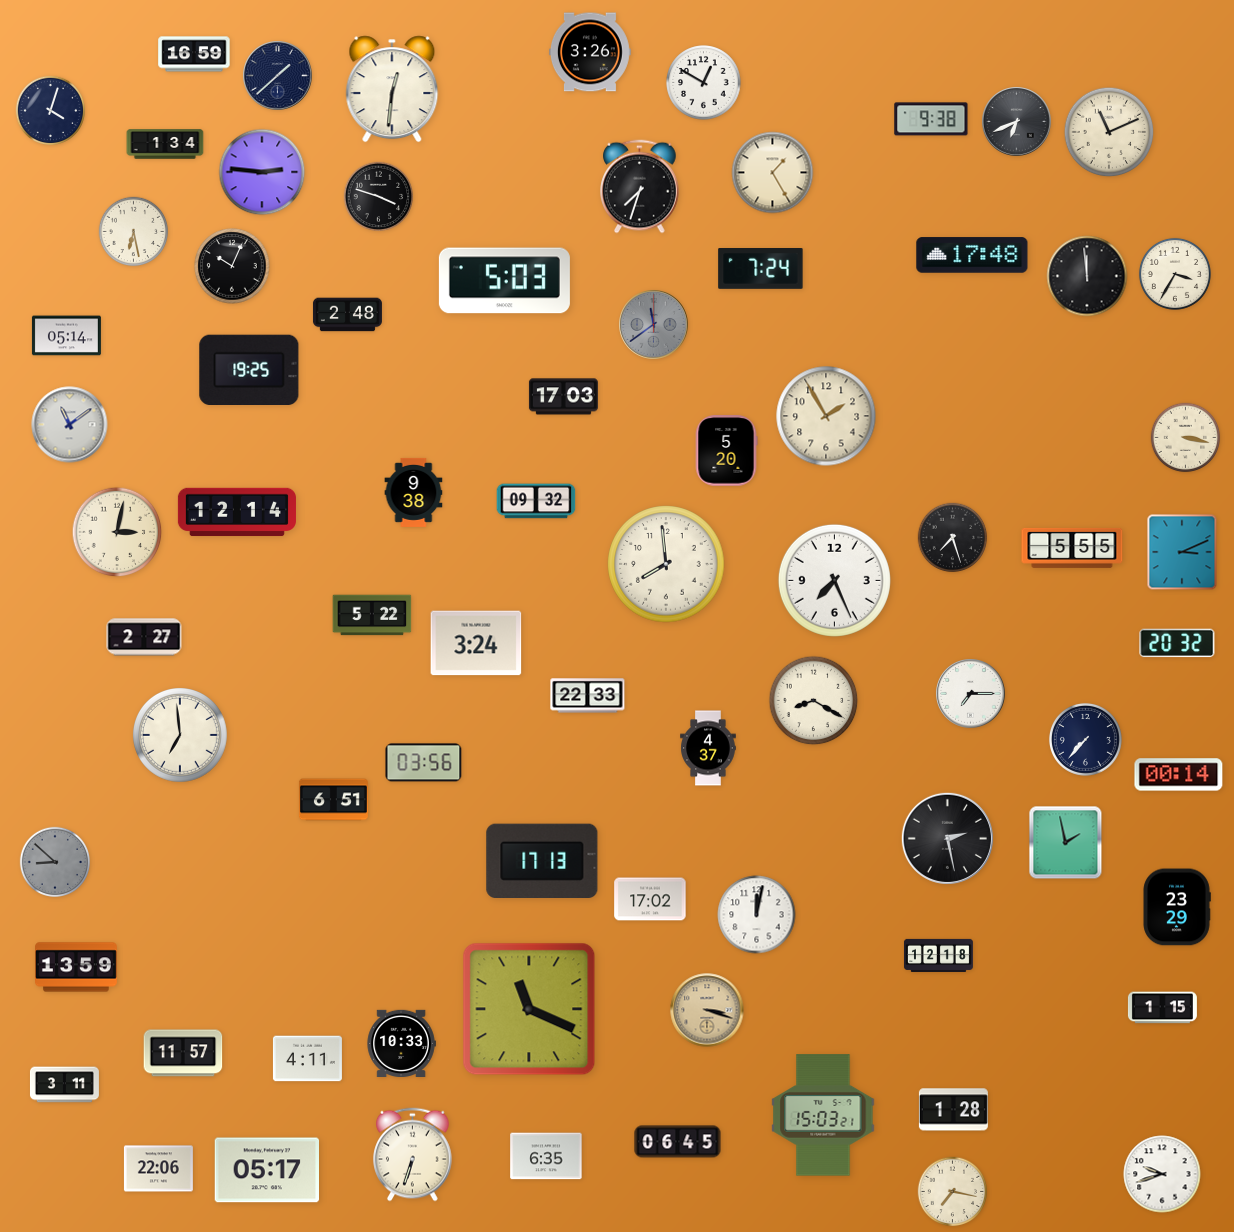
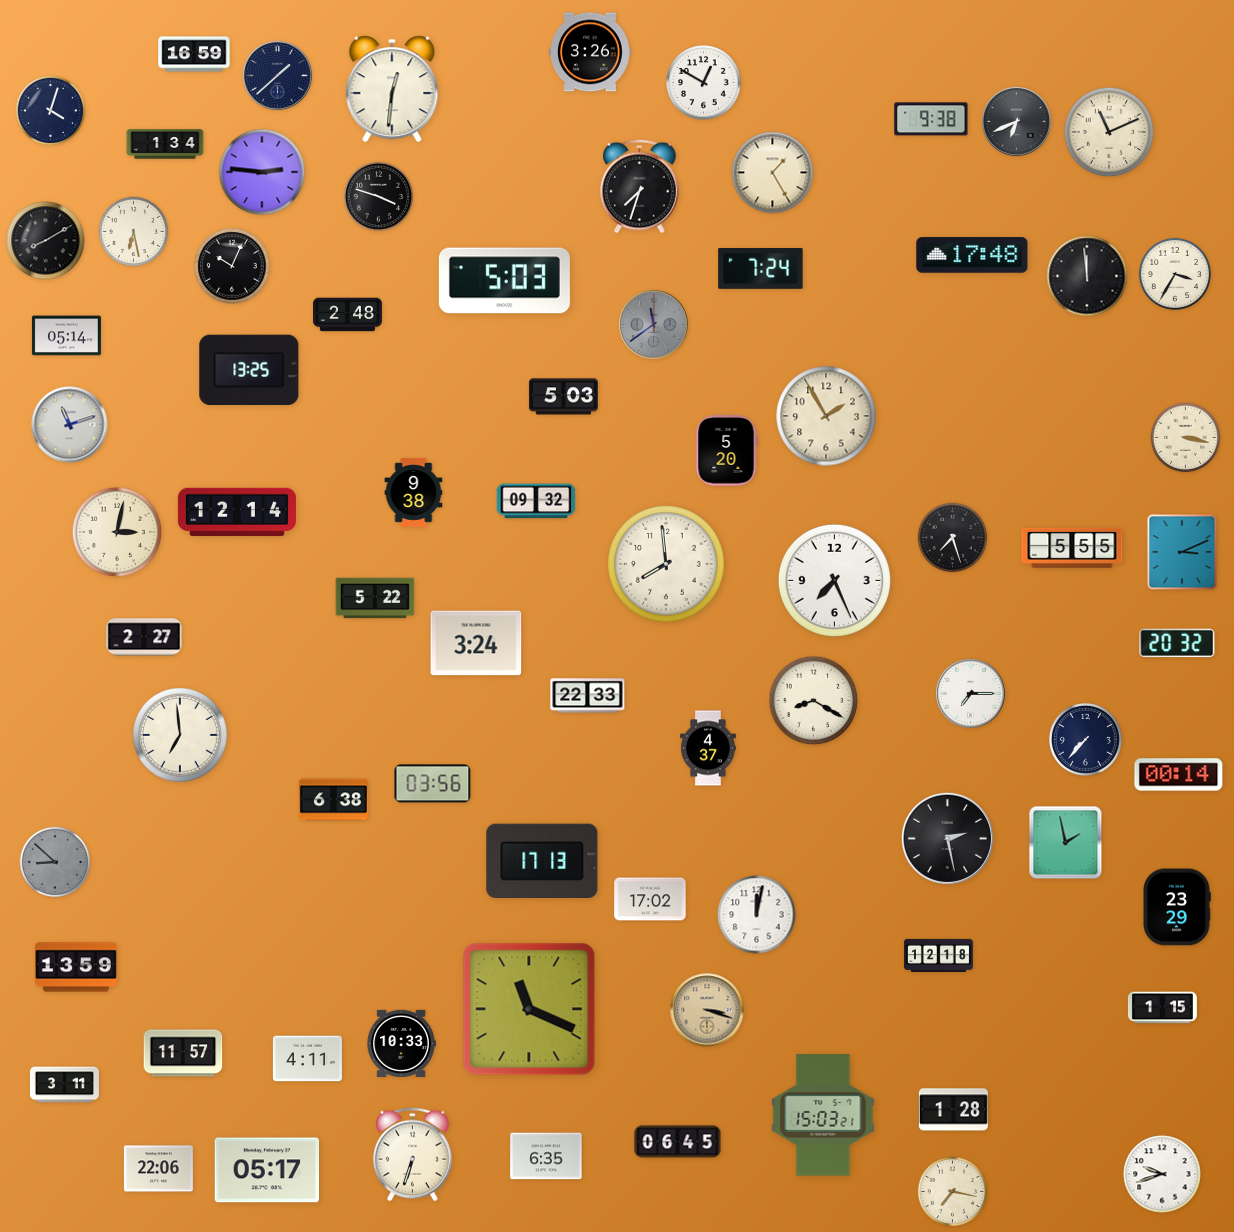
clock at (46, 241): none -> 8:10
clock at (249, 369): 19:25 -> 13:25
clock at (563, 397): 17:03 -> 5:03
clock at (70, 425): 11:09 -> 11:12
clock at (372, 615) position: (372, 615) -> (375, 598)
clock at (424, 763) position: (424, 763) -> (433, 784)
clock at (333, 800): 6:51 -> 6:38
